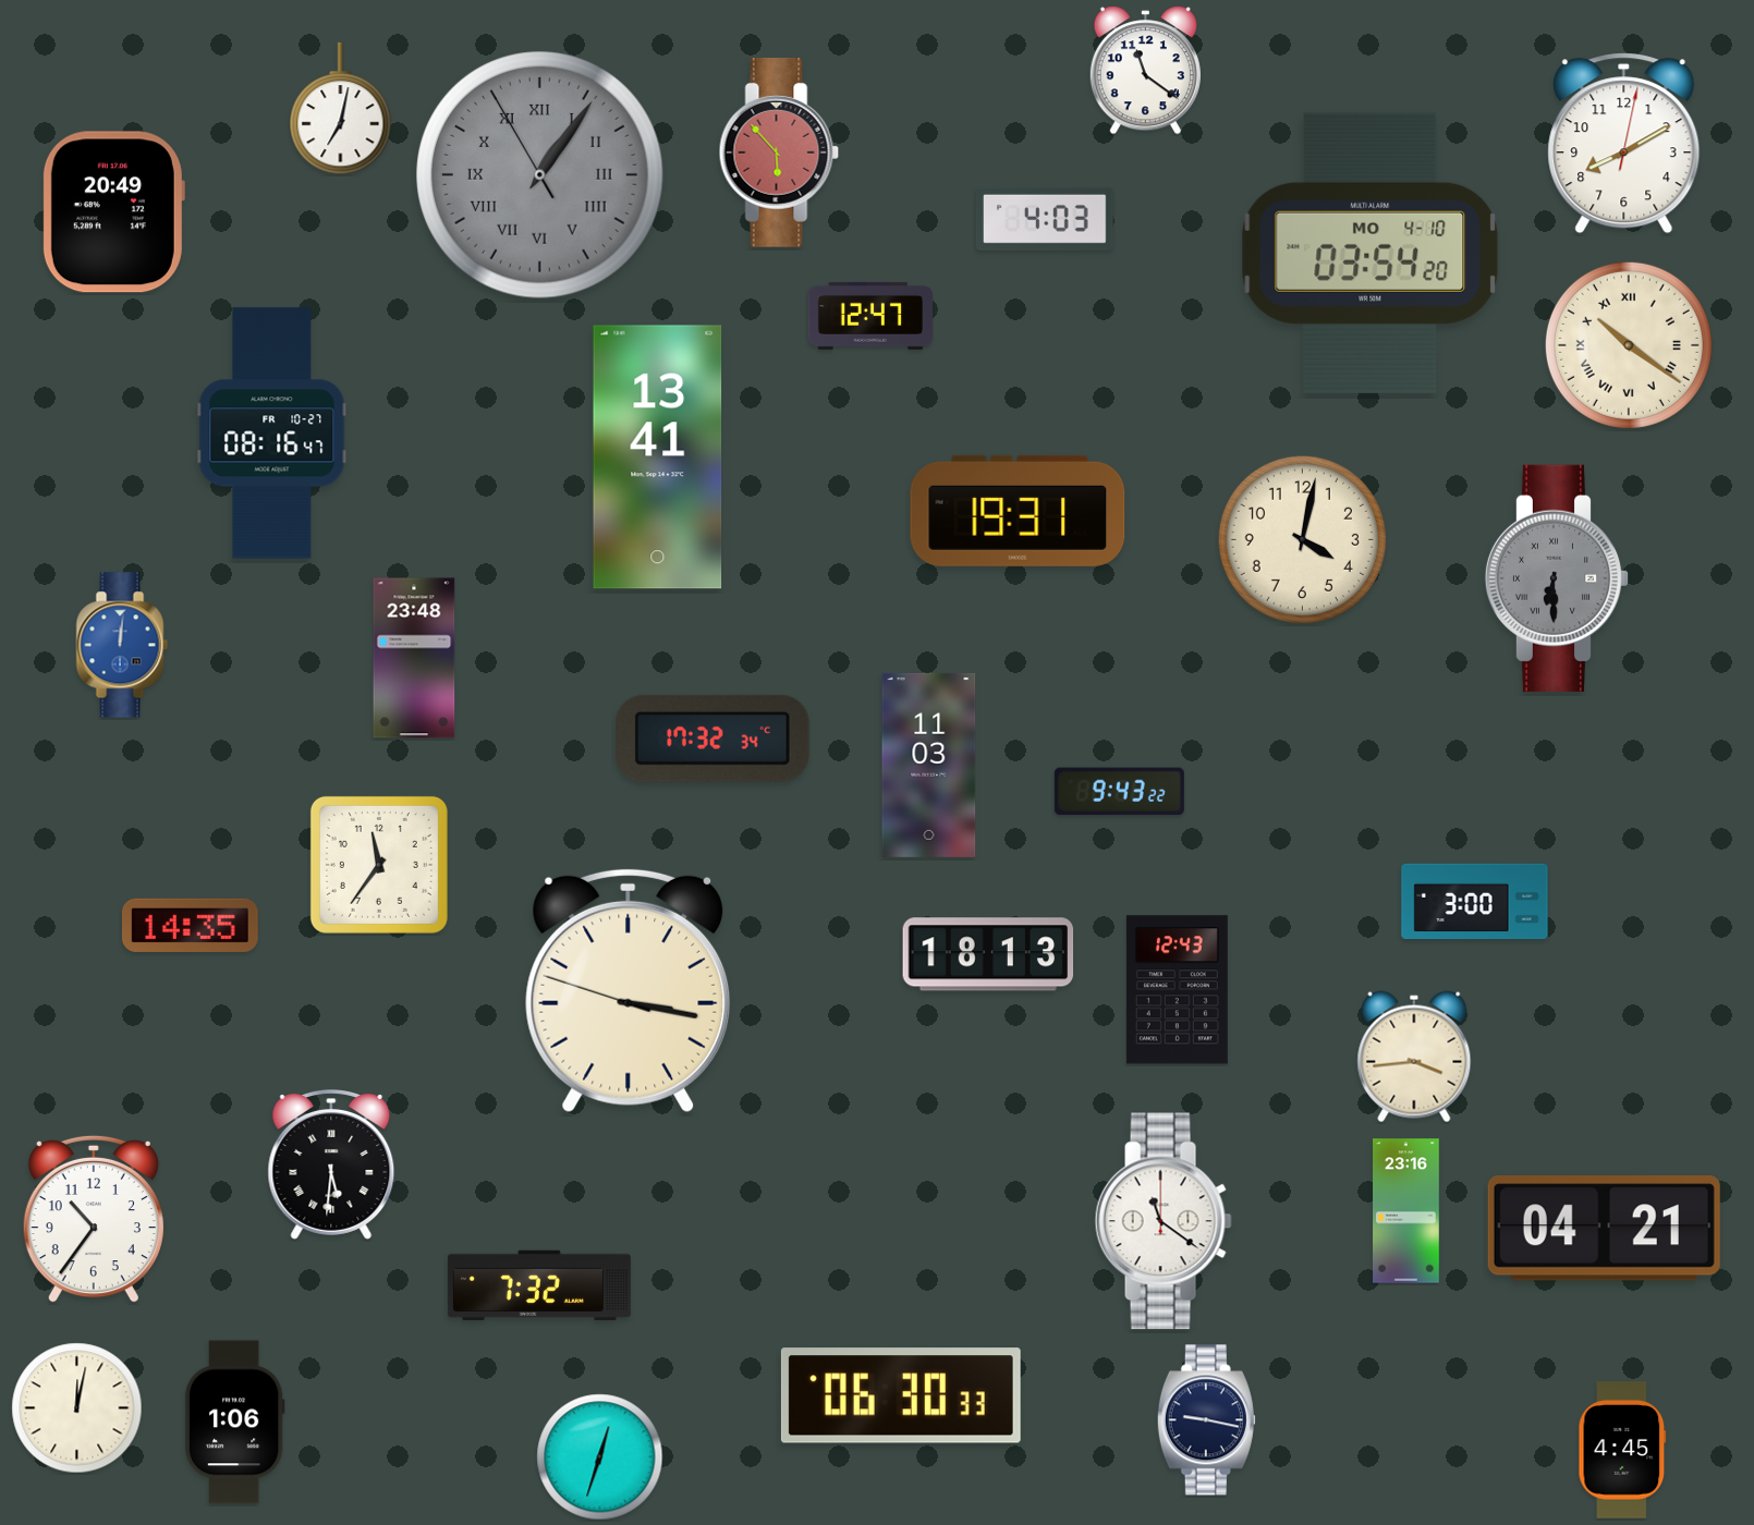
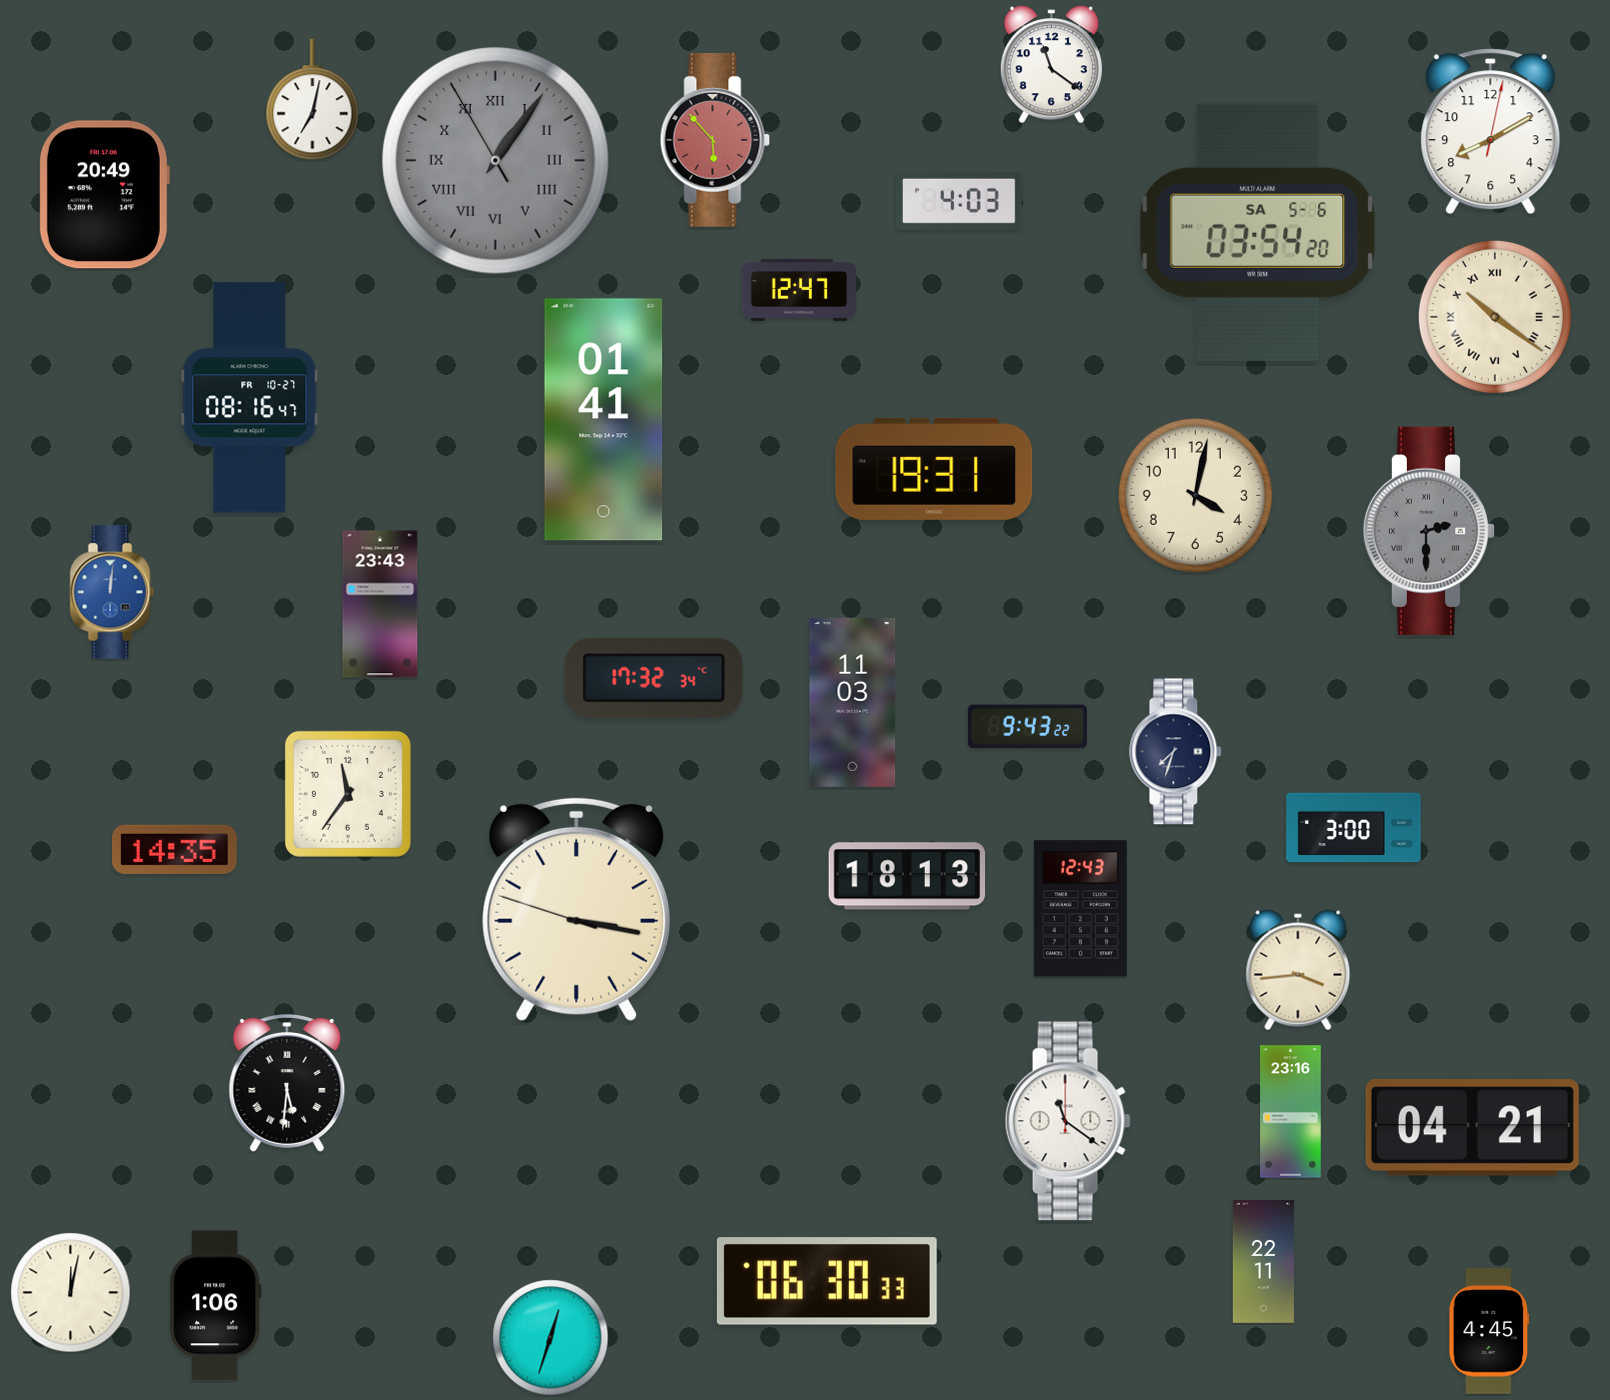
clock at (1371, 253) date: MO 4-10 -> SA 5-6
clock at (658, 457): 13:41 -> 01:41
clock at (1557, 578): 6:30 -> 2:30
clock at (414, 658): 23:48 -> 23:43
clock at (1176, 752): none -> 7:33
clock at (331, 1166) position: (331, 1166) -> (287, 1084)
clock at (94, 1219): 10:36 -> none
clock at (539, 1285): 7:32 -> none
clock at (1263, 1261): none -> 22:11
clock at (1206, 1420): 9:17 -> none
